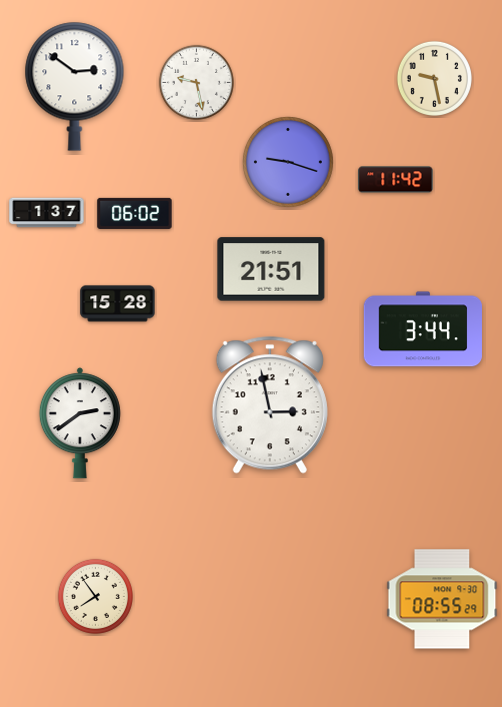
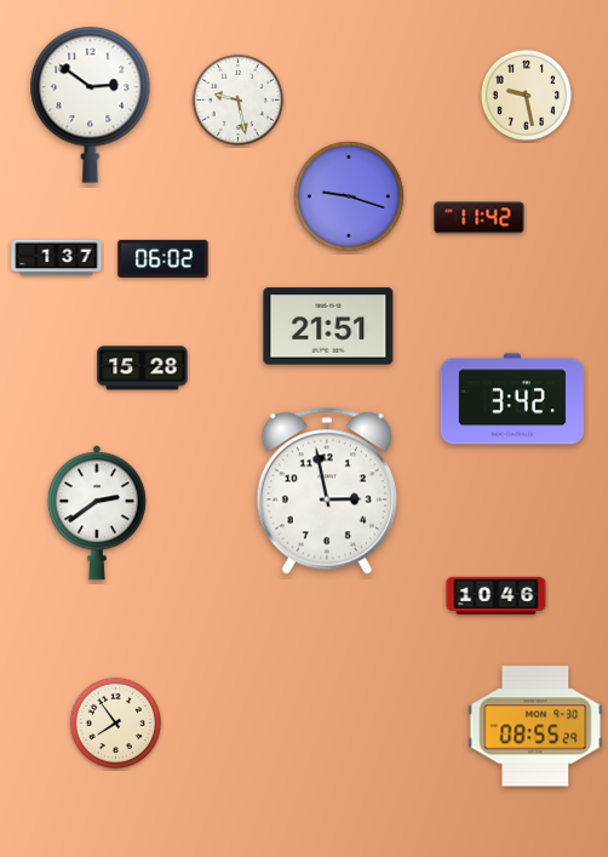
clock at (423, 329): 3:44 -> 3:42
clock at (497, 595): none -> 10:46
